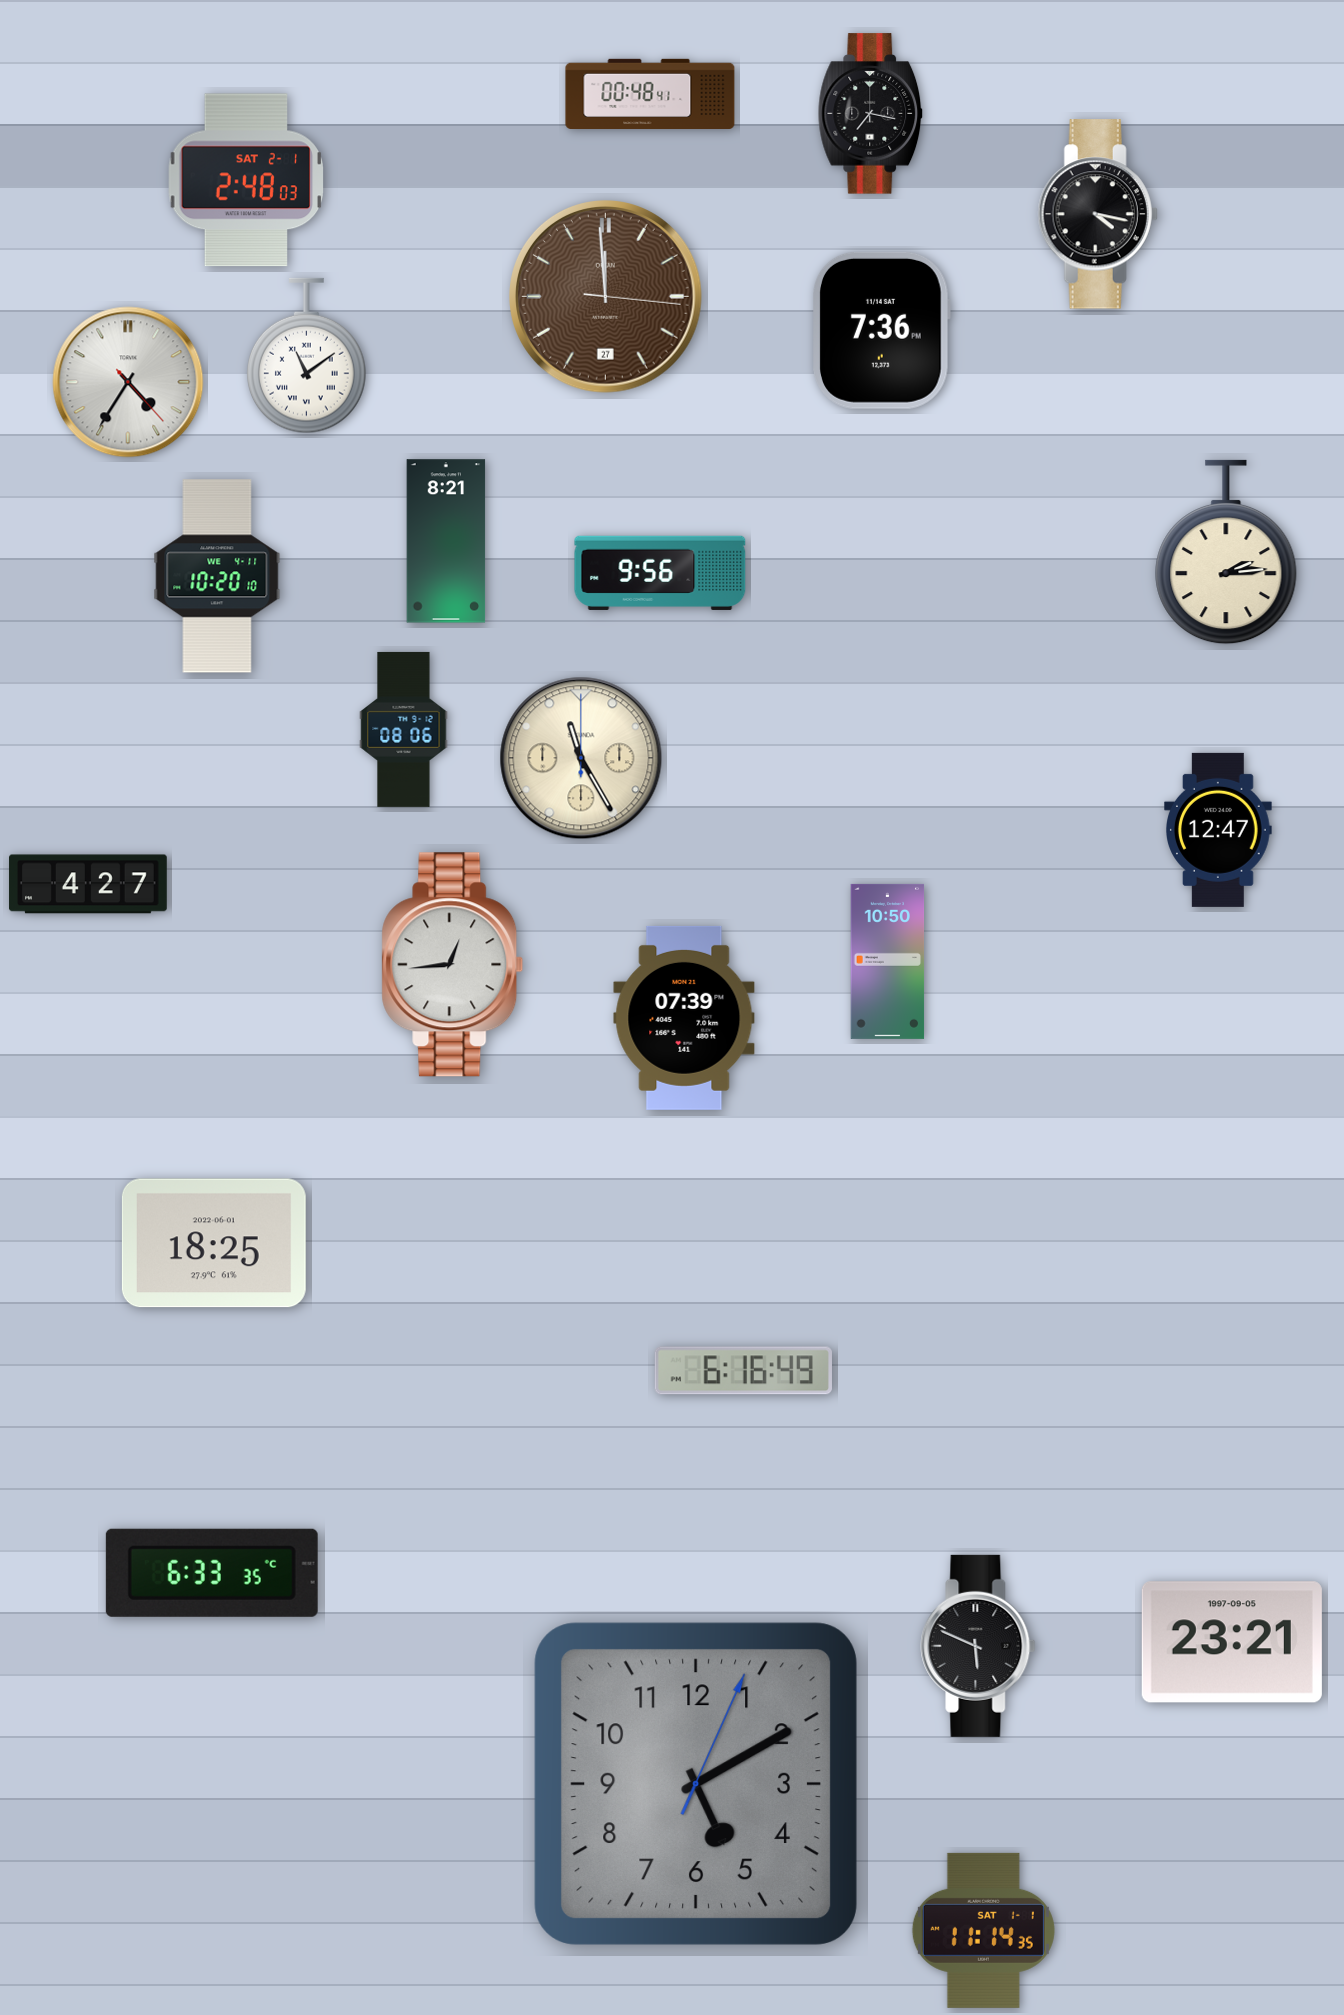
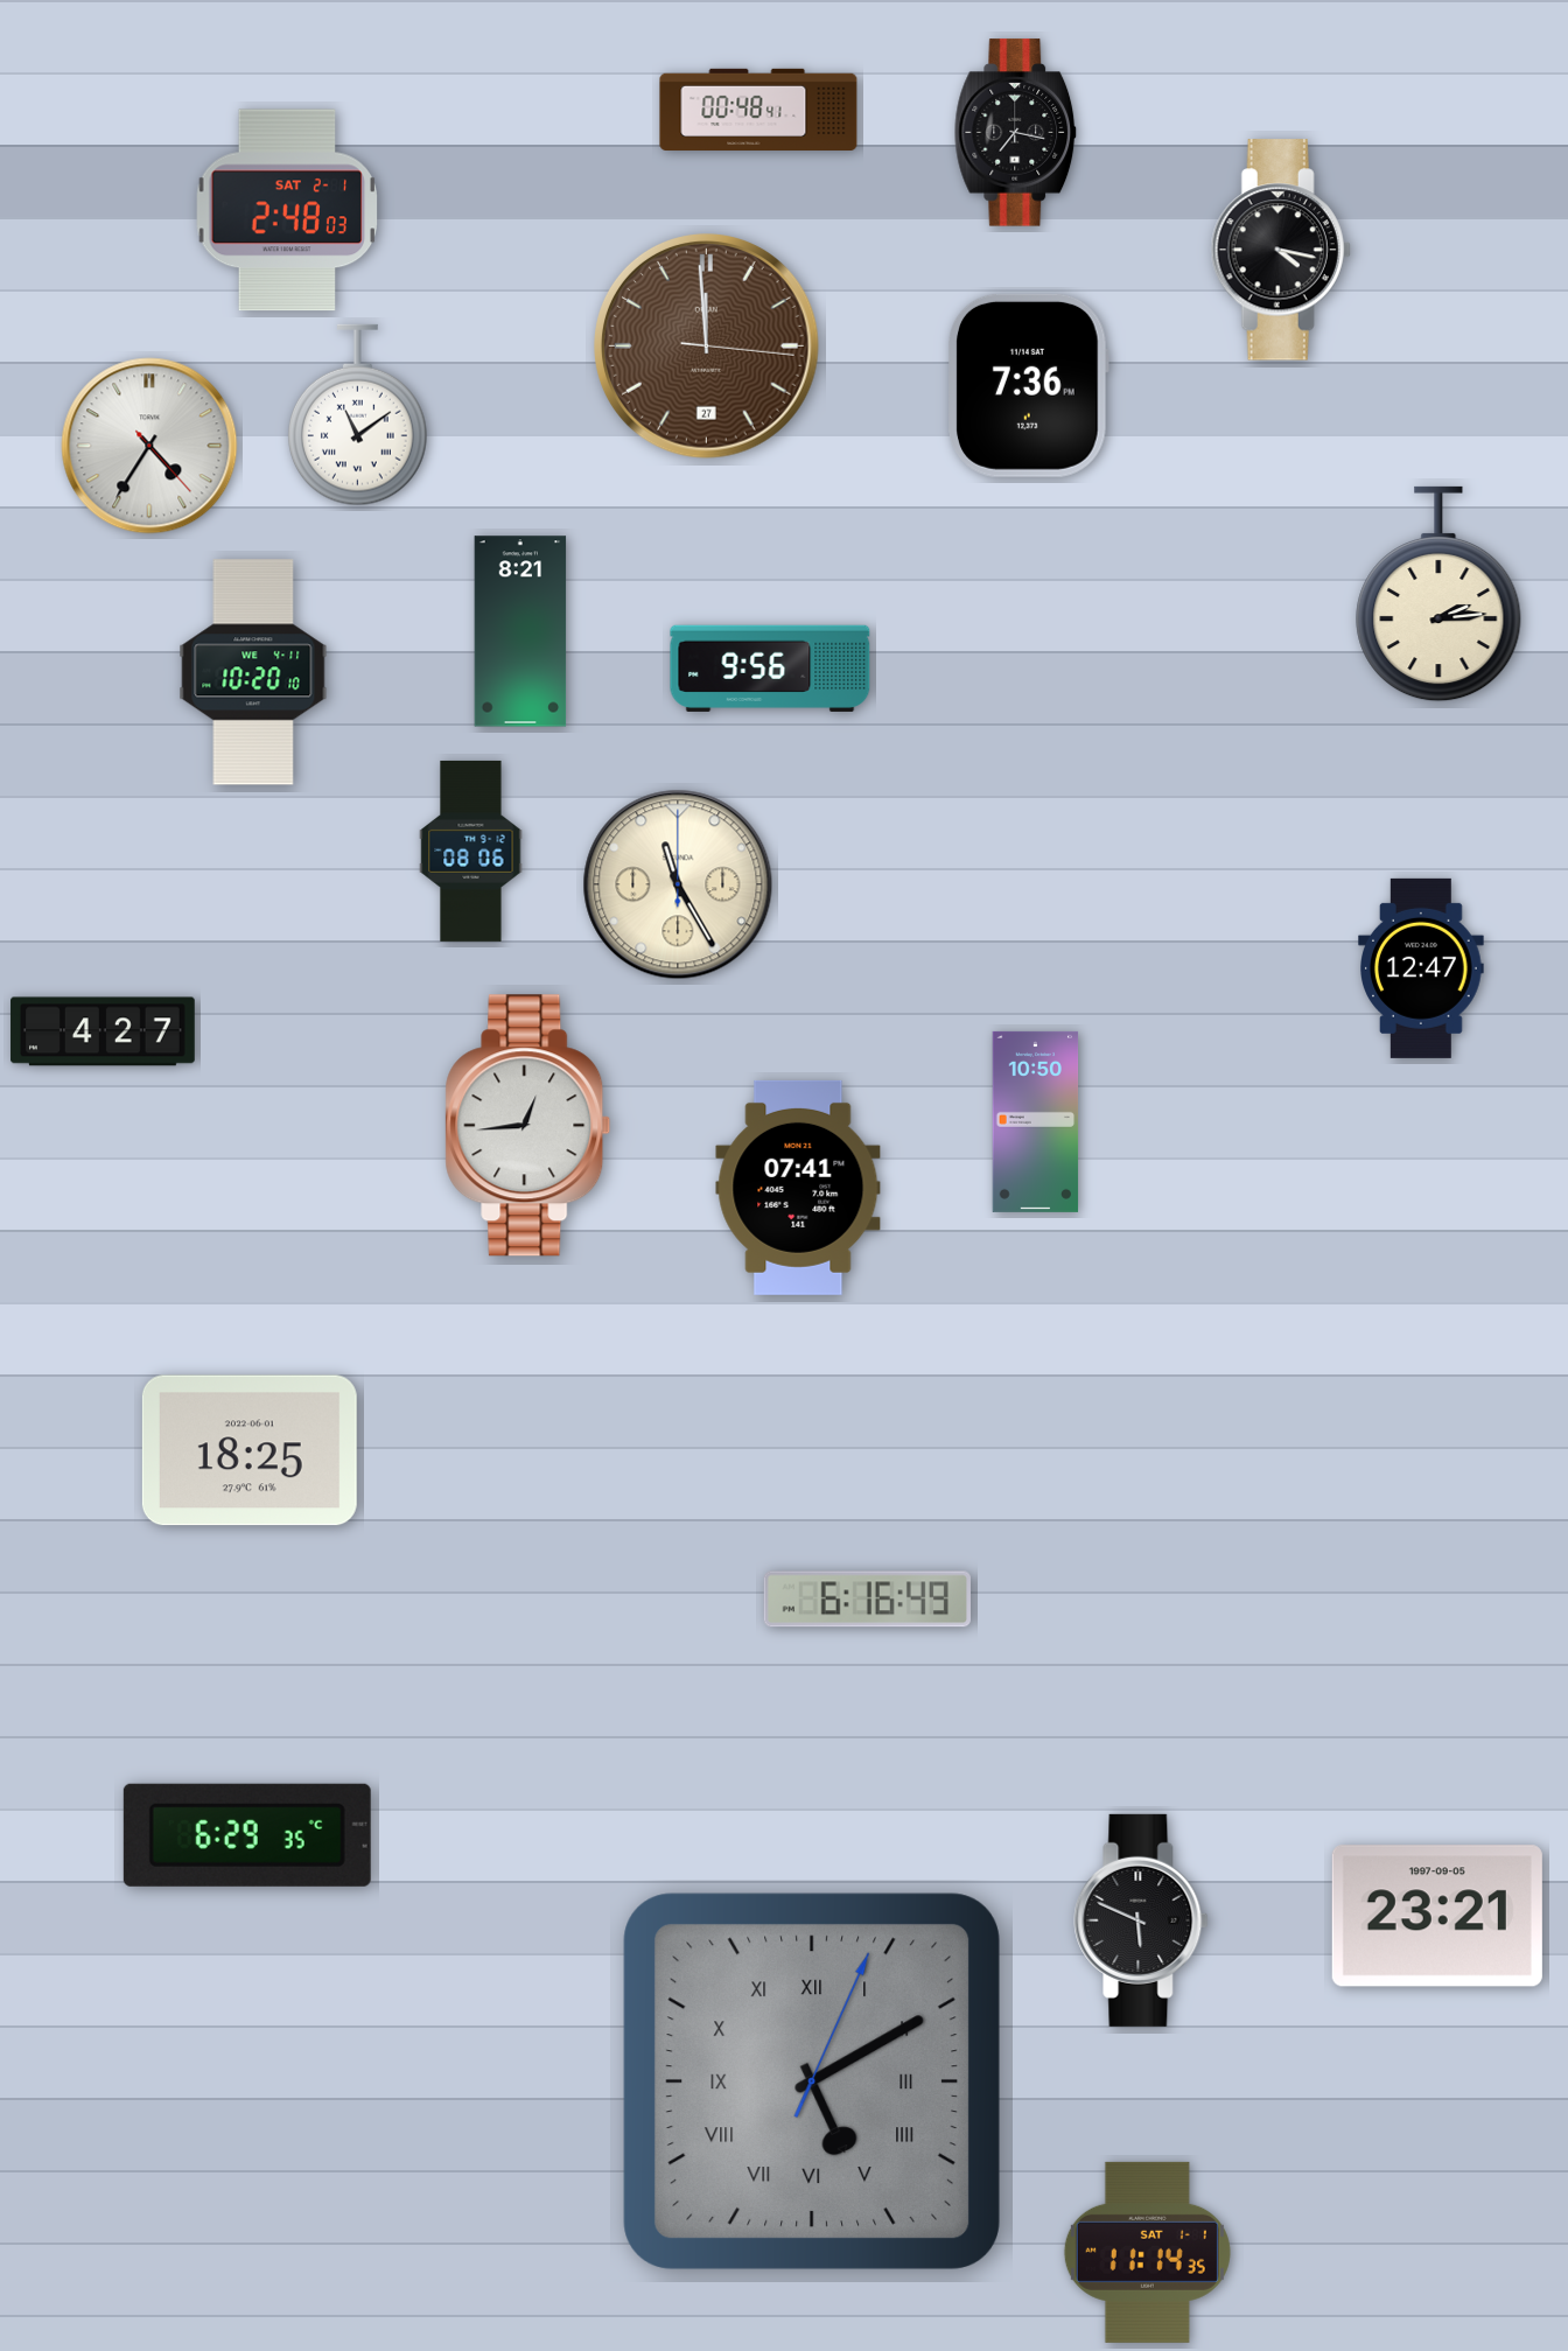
clock at (1226, 552) position: (1226, 552) -> (1438, 594)
clock at (684, 1018): 07:39 -> 07:41
clock at (212, 1573): 6:33 -> 6:29
clock at (696, 1784) numerals: Arabic -> Roman
